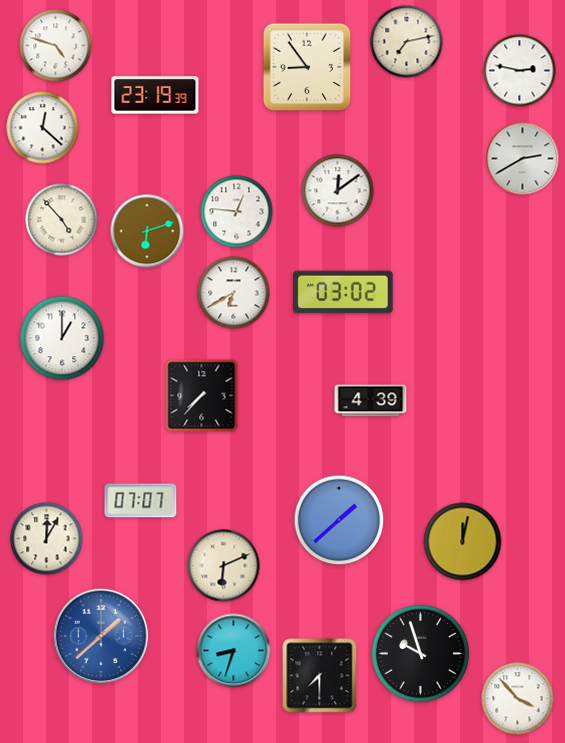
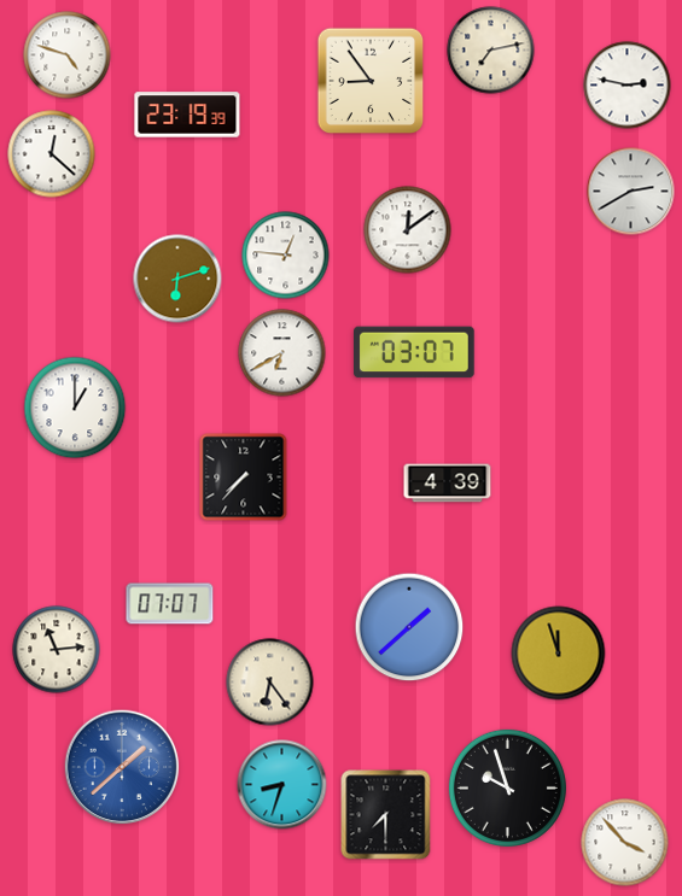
clock at (62, 220): 4:53 -> none
clock at (344, 292): 03:02 -> 03:07
clock at (47, 539): 12:05 -> 11:14
clock at (463, 542): 12:02 -> 11:57
clock at (224, 566): 6:11 -> 6:24
